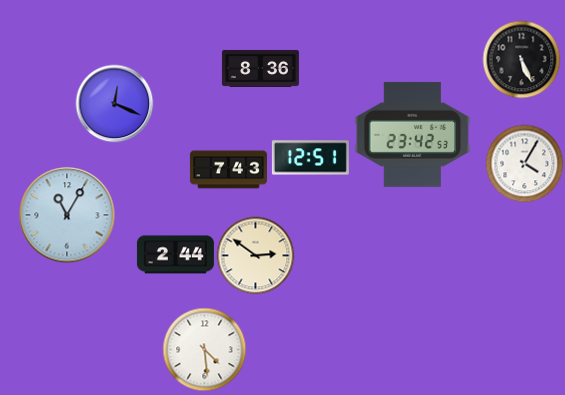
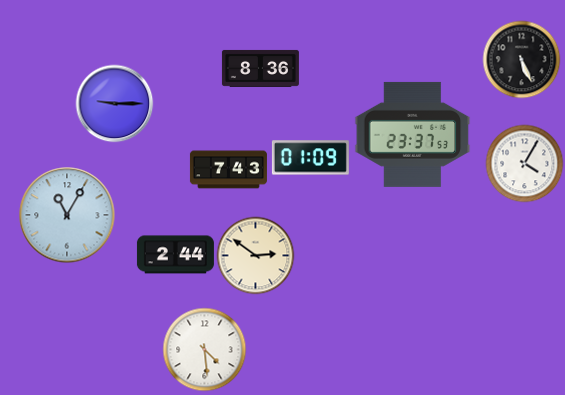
clock at (114, 103): 12:19 -> 9:15
clock at (413, 134): 23:42 -> 23:37
clock at (310, 158): 12:51 -> 01:09
